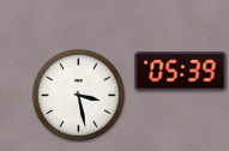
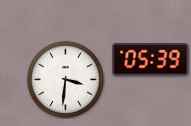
clock at (78, 95): 3:28 -> 3:31
